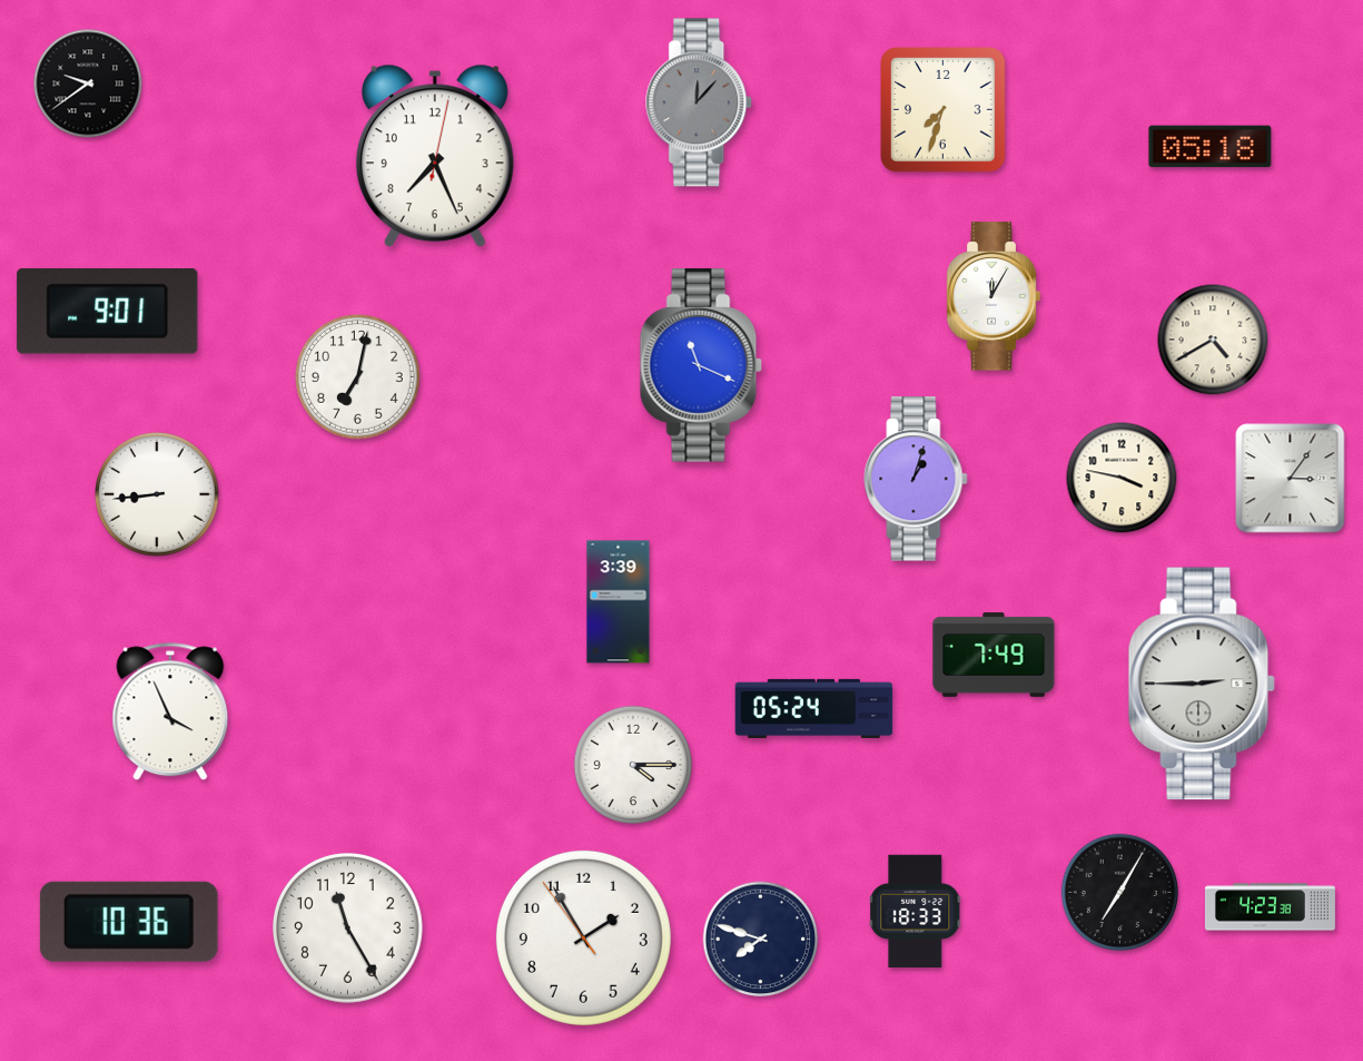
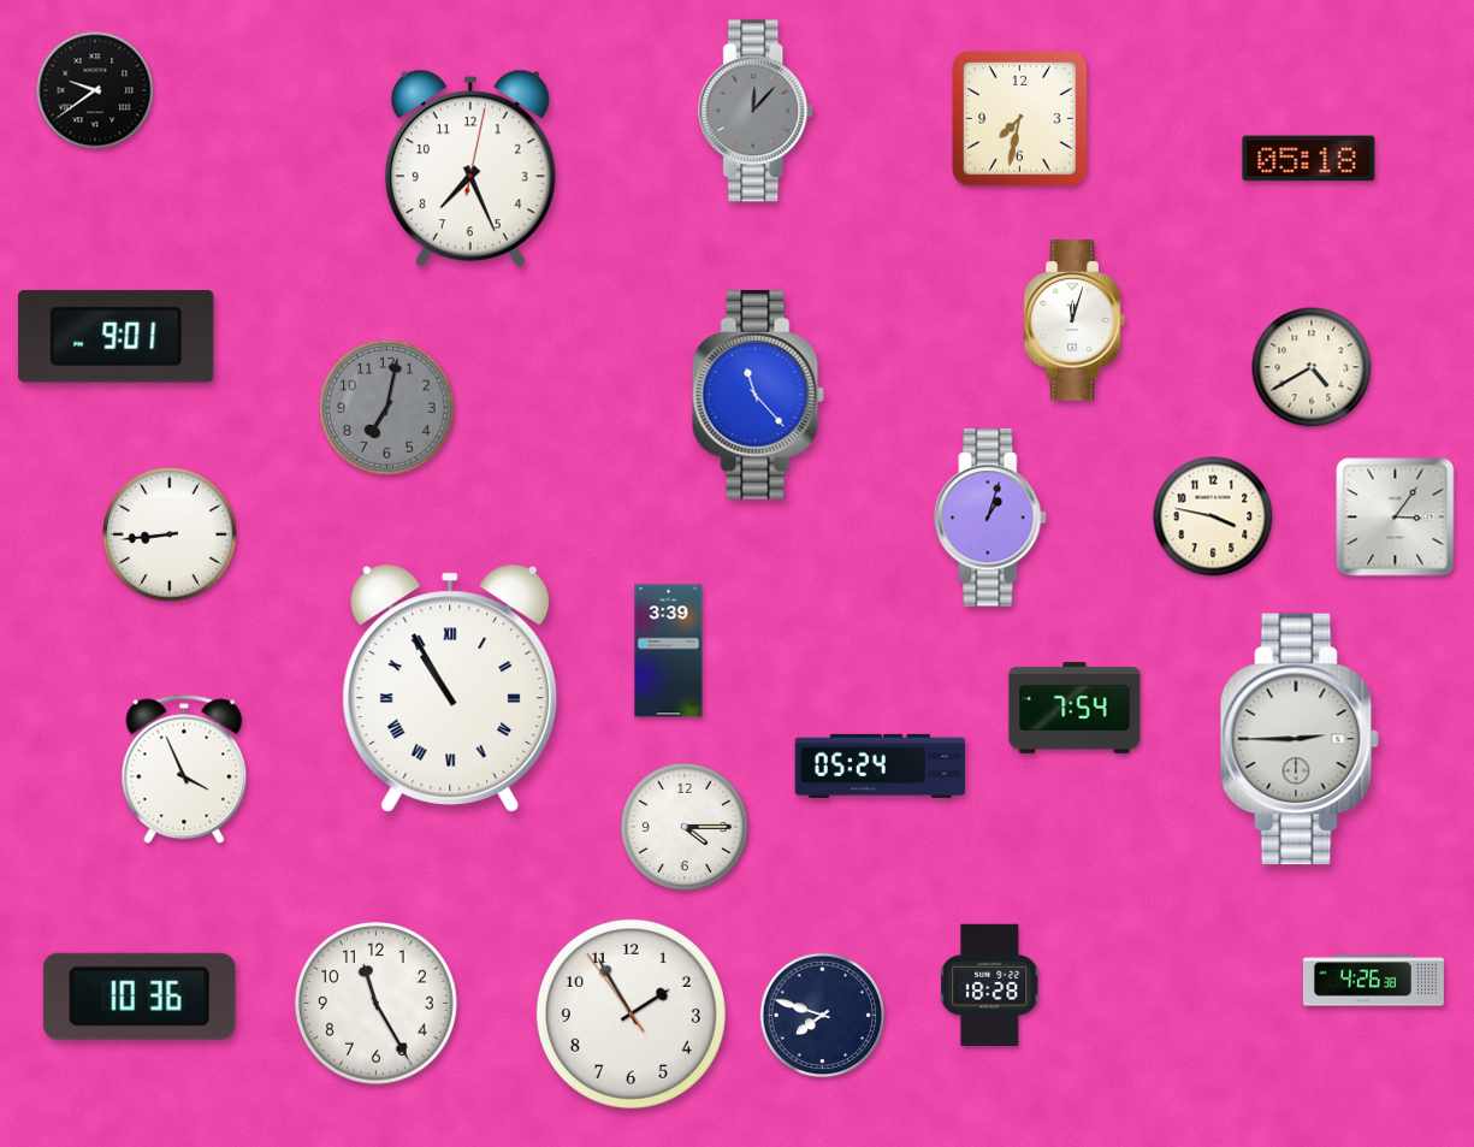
clock at (944, 110): 7:33 -> 7:32
clock at (994, 296): 12:05 -> 12:03
clock at (701, 366): 11:19 -> 11:23
clock at (358, 377) dial: white -> grey
clock at (450, 688): none -> 10:55
clock at (994, 656): 7:49 -> 7:54
clock at (1119, 892): 7:05 -> none
clock at (1270, 907): 4:23 -> 4:26
clock at (916, 911): 18:33 -> 18:28
